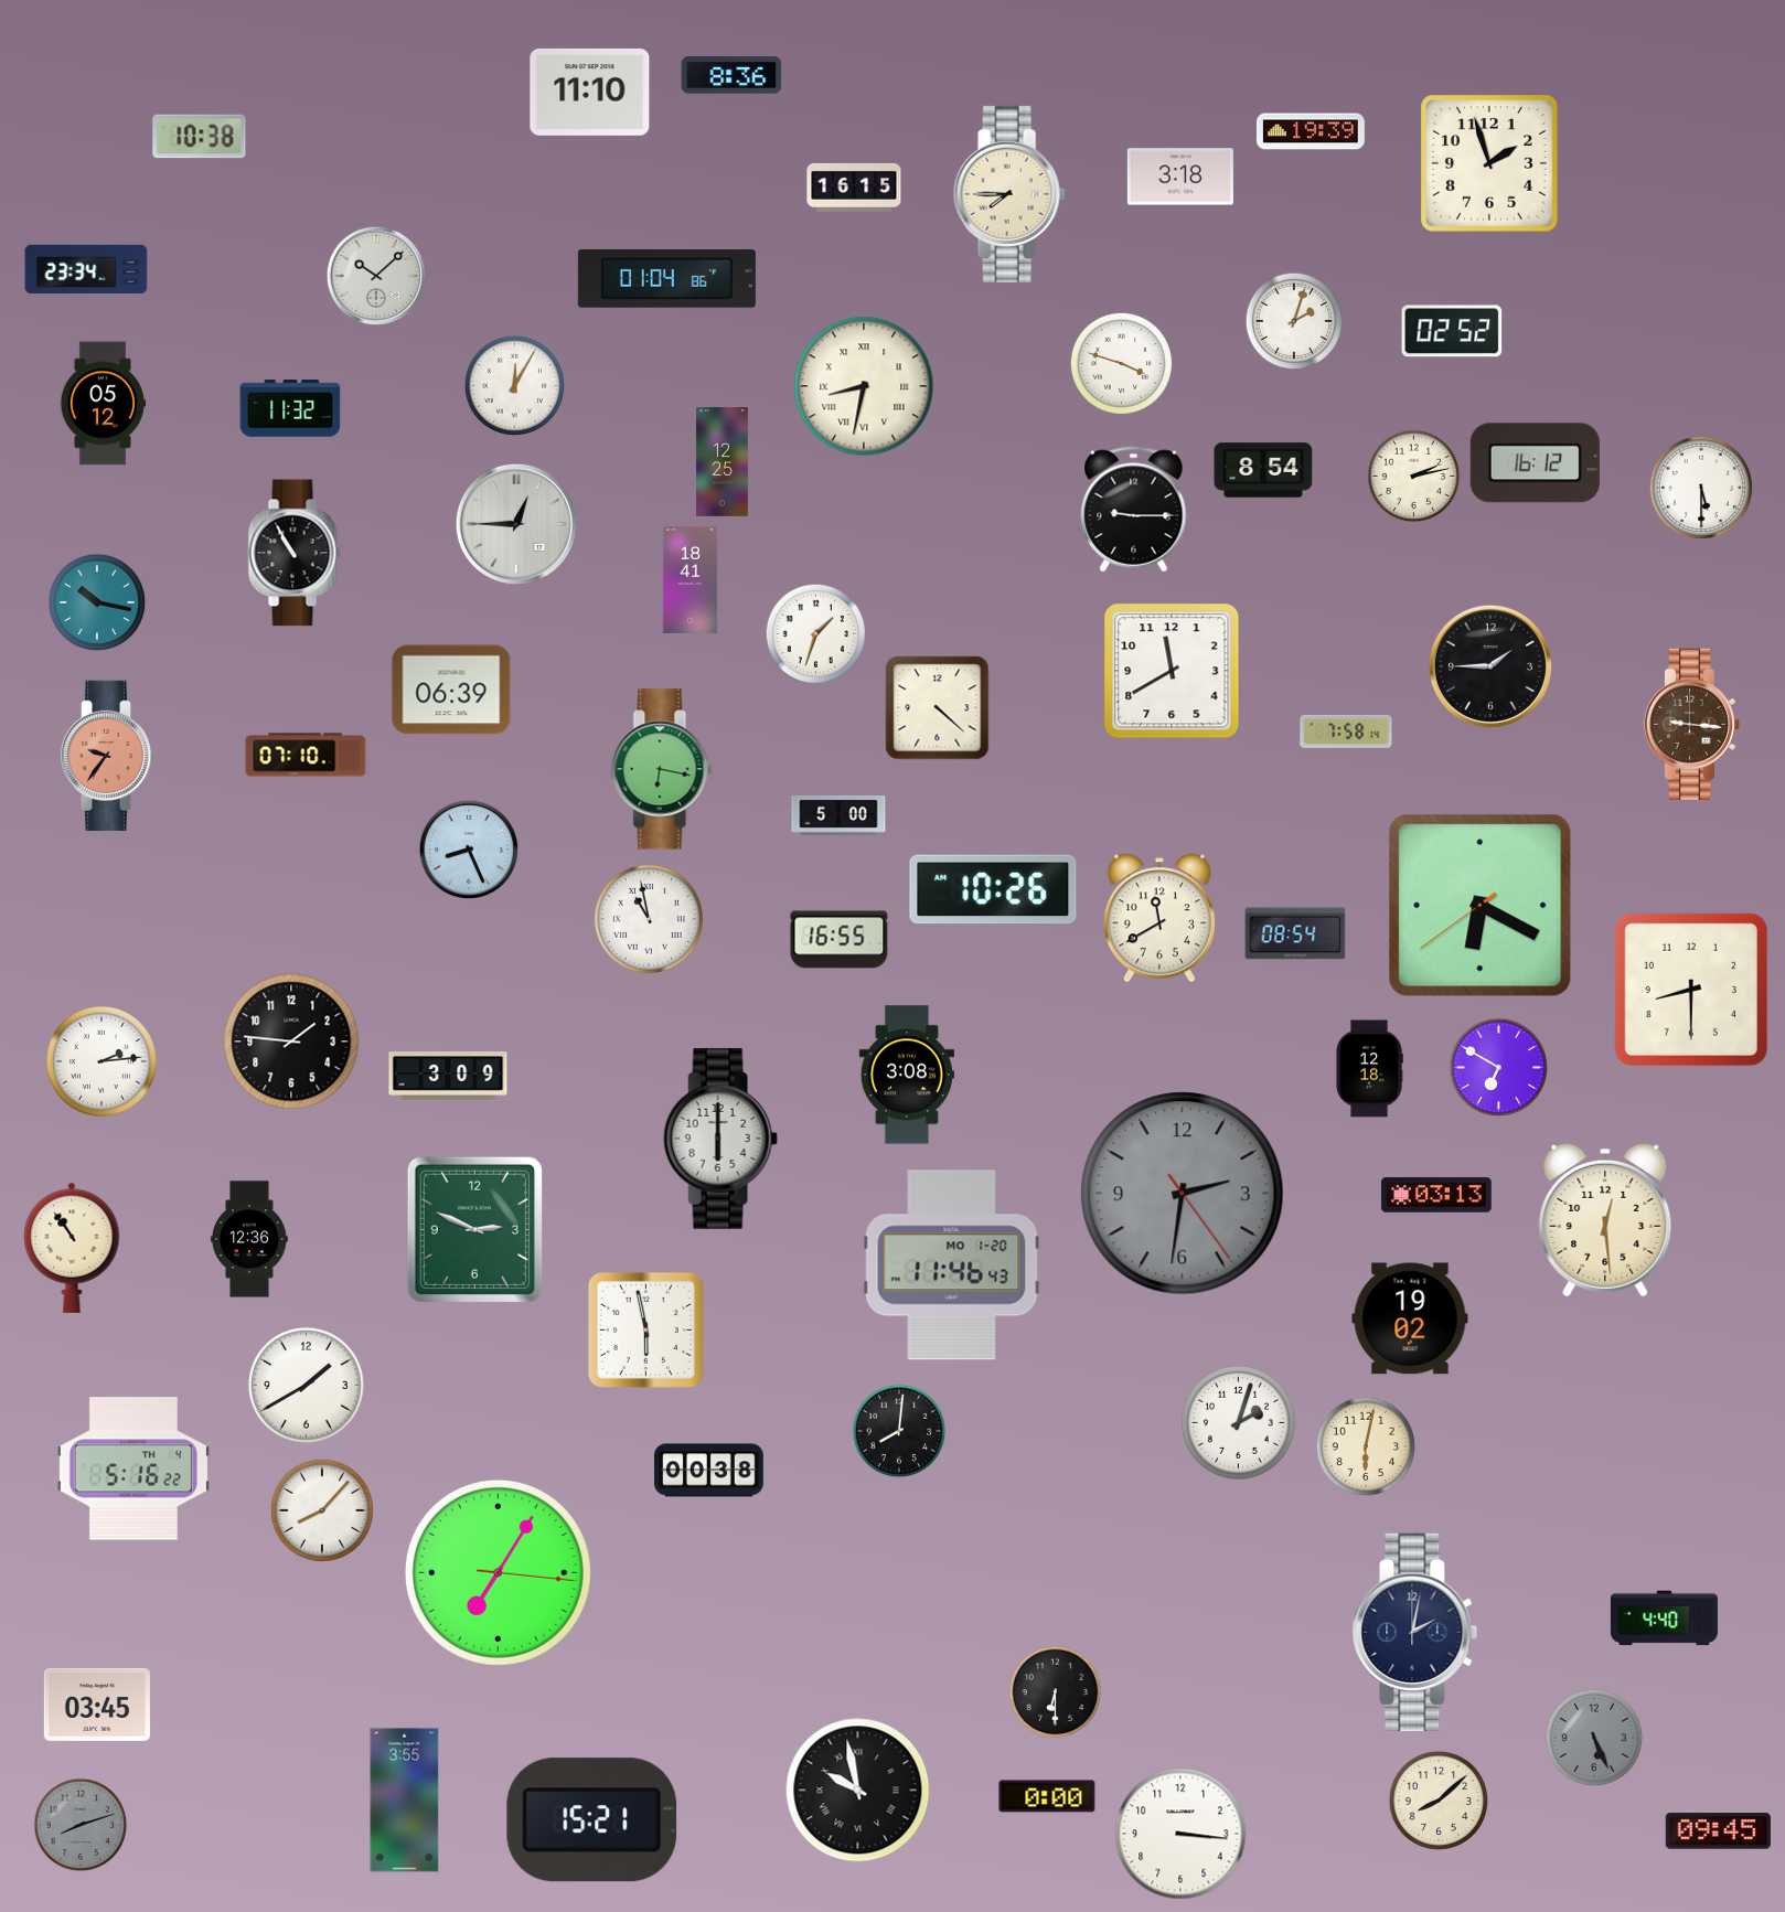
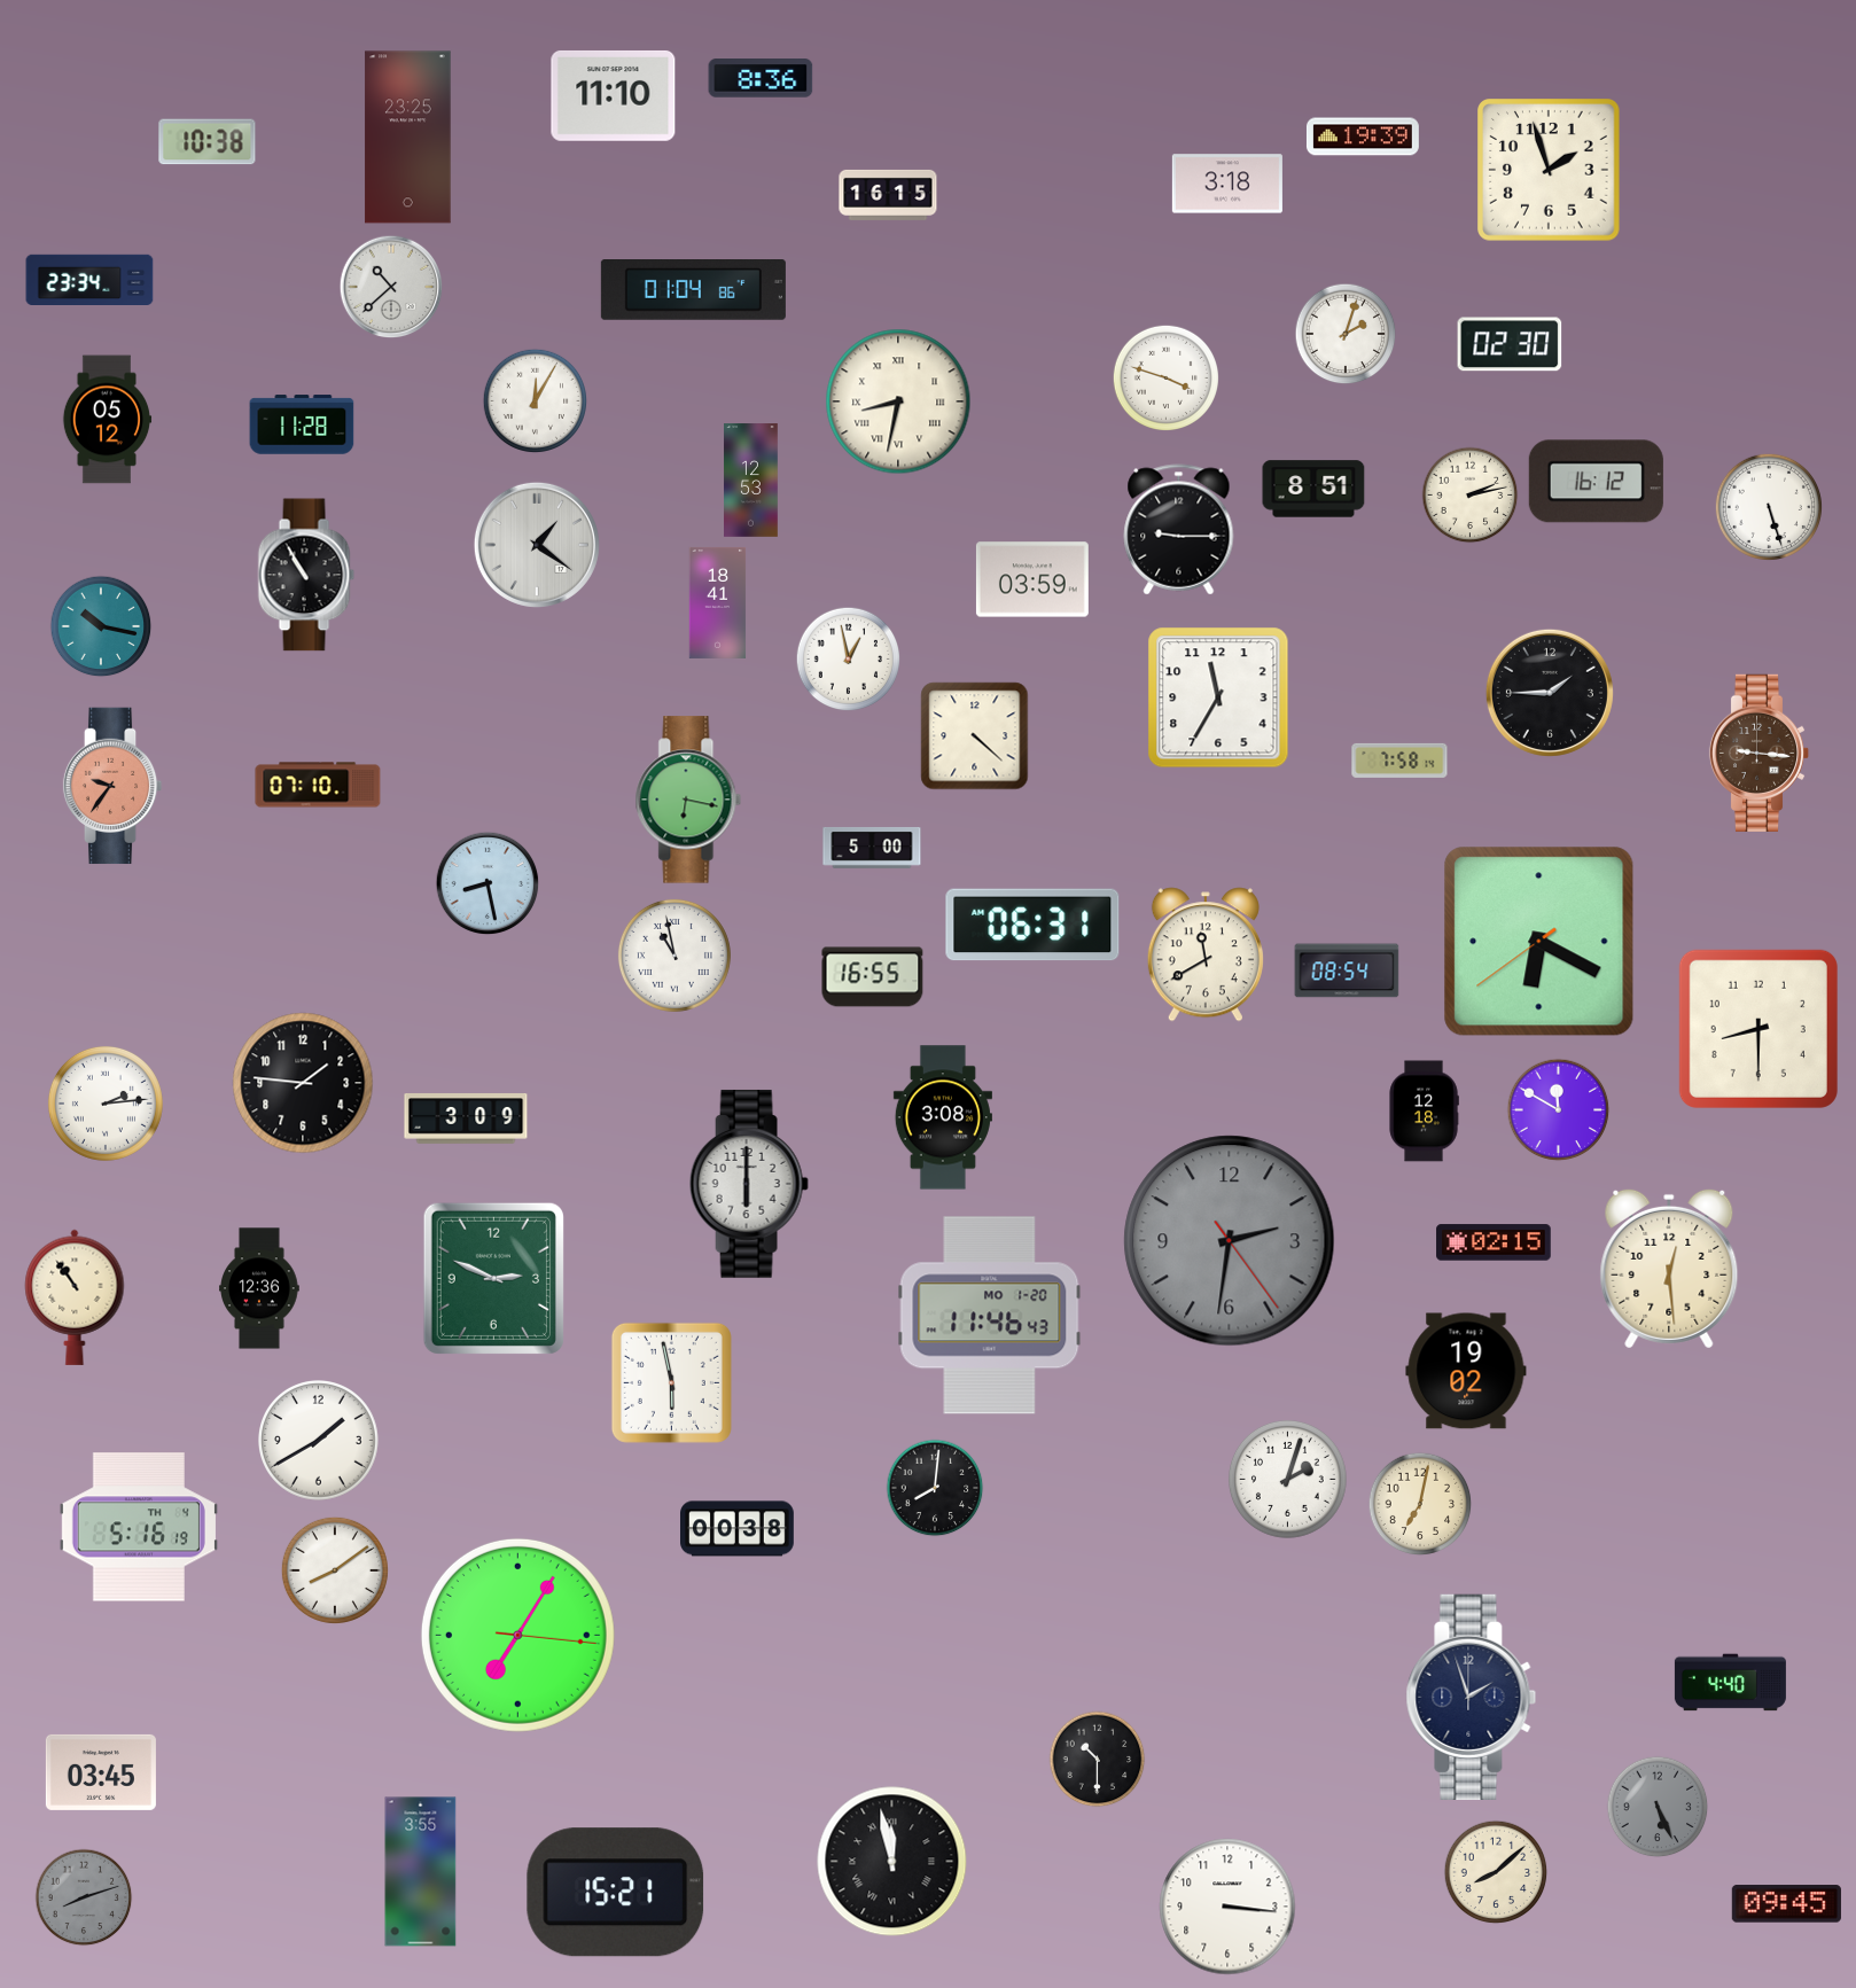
clock at (408, 138): none -> 23:25
clock at (1009, 194): 7:45 -> none
clock at (376, 276): 10:08 -> 10:38
clock at (1452, 331): 02:52 -> 02:30
clock at (290, 408): 11:32 -> 11:28
clock at (723, 462): 12:25 -> 12:53
clock at (1263, 470): 8:54 -> 8:51
clock at (1701, 488): 5:30 -> 5:27
clock at (516, 524): 12:45 -> 1:21
clock at (1032, 579): none -> 03:59
clock at (816, 634): 1:33 -> 12:58
clock at (1172, 671): 11:40 -> 11:35
clock at (451, 690): 06:39 -> none
clock at (469, 850): 8:26 -> 8:28
clock at (993, 889): 10:26 -> 06:31
clock at (1499, 1068): 6:50 -> 11:50
clock at (1436, 1195): 03:13 -> 02:15
clock at (1366, 1446): 6:02 -> 7:02
clock at (133, 1468): 5:16:22 -> 5:16:19
clock at (322, 1510): 8:07 -> 8:09
clock at (1415, 1632): 2:02 -> 1:57
clock at (1056, 1692): 6:30 -> 10:30
clock at (858, 1791): 9:58 -> 11:58
clock at (1047, 1796): 0:00 -> none
